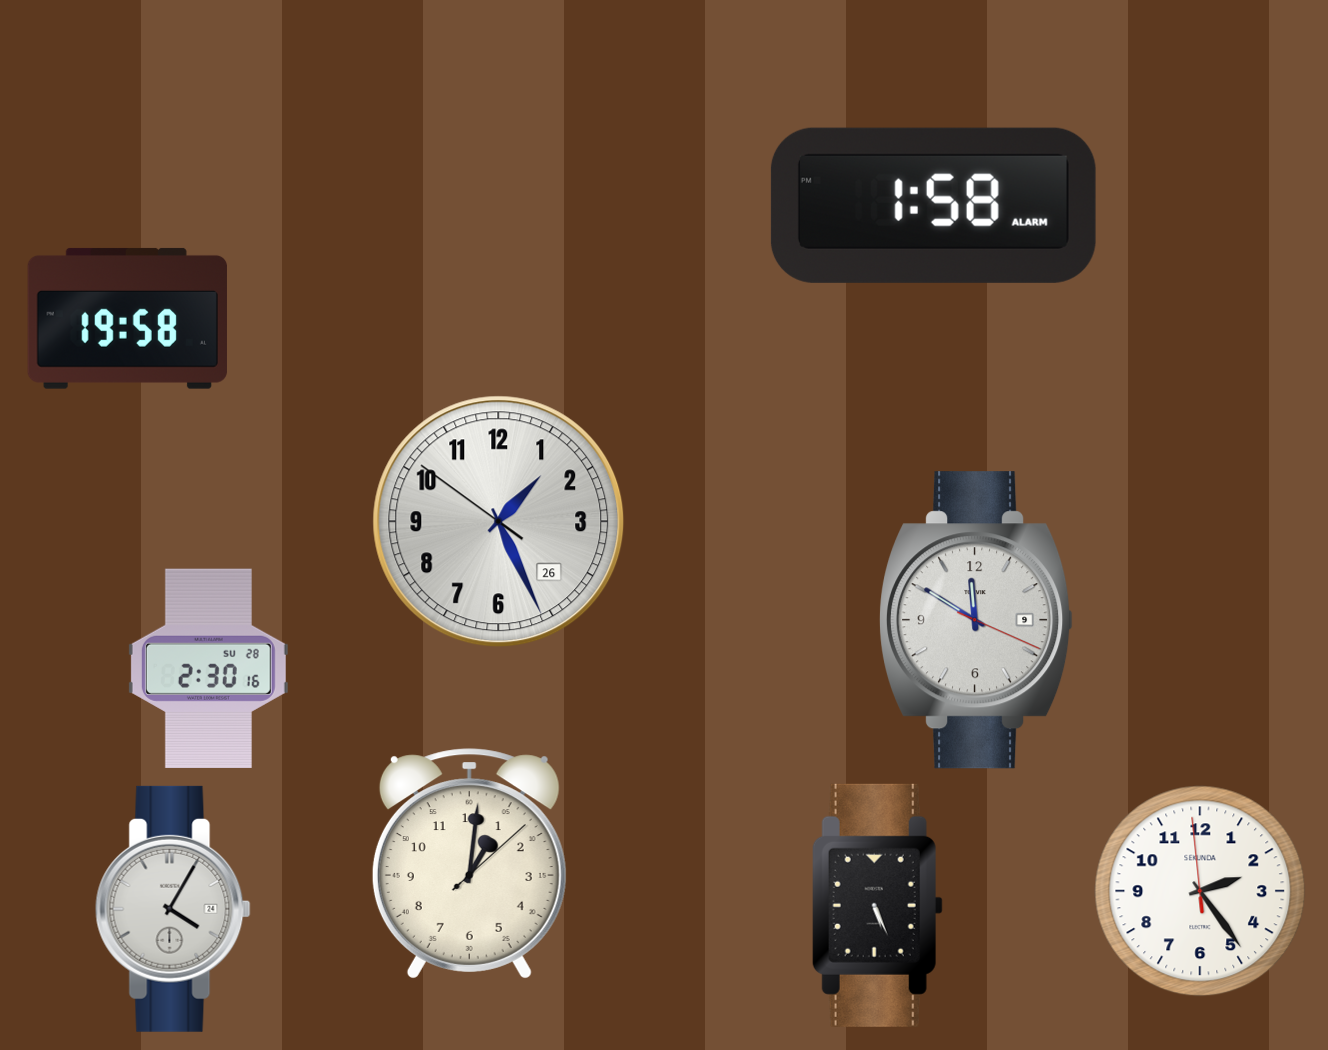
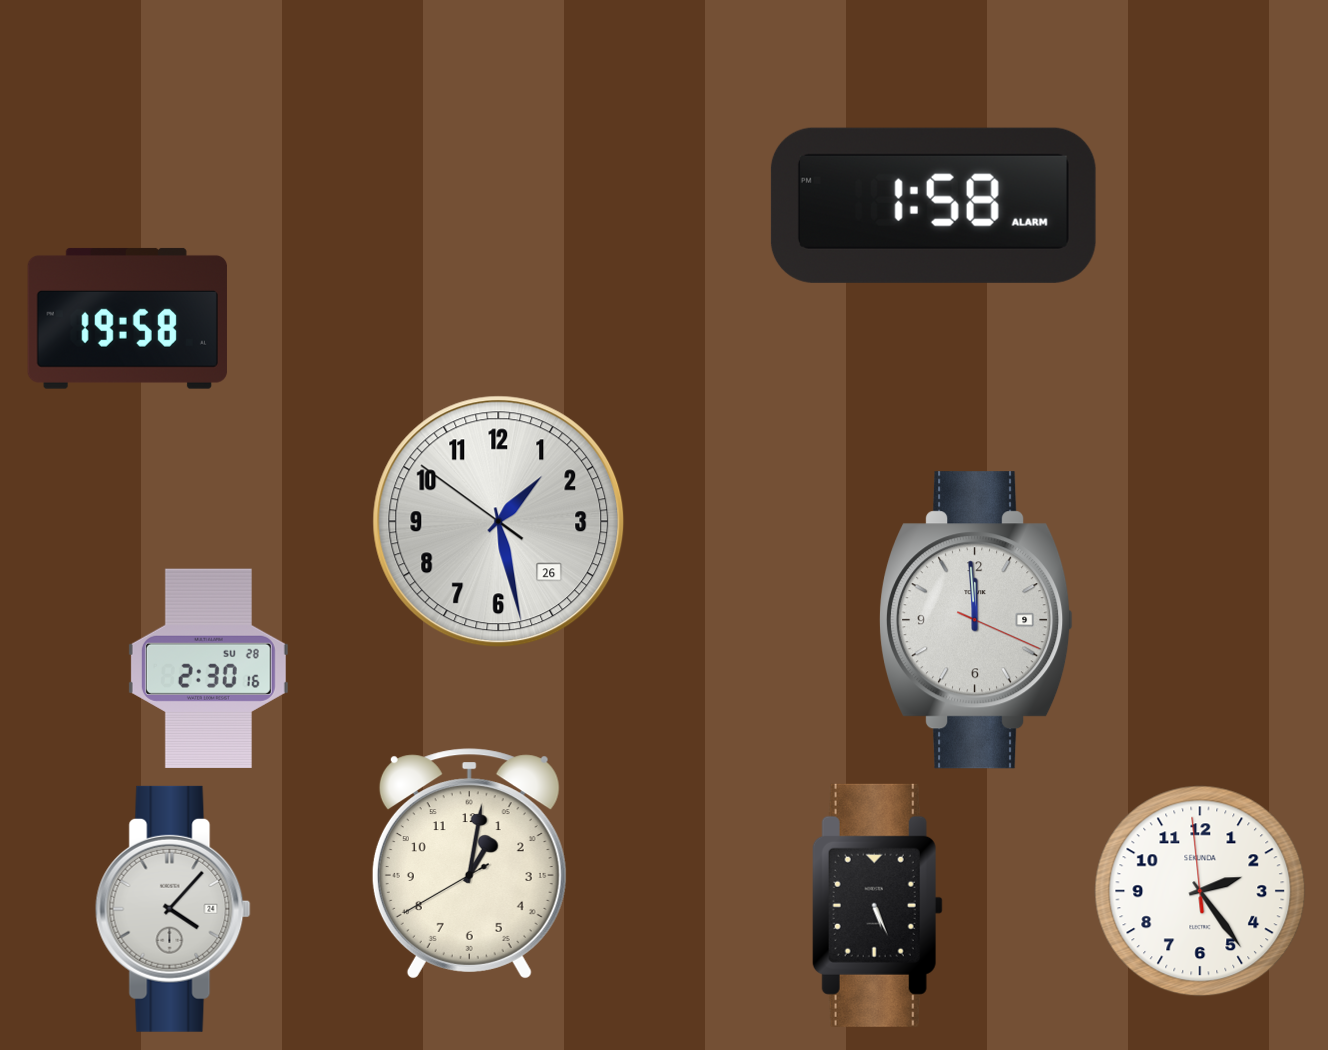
clock at (499, 522): 1:25 -> 1:27
clock at (977, 620): 11:50 -> 11:59
clock at (469, 864): 1:01:08 -> 1:01:40
clock at (173, 909): 4:05 -> 4:07
